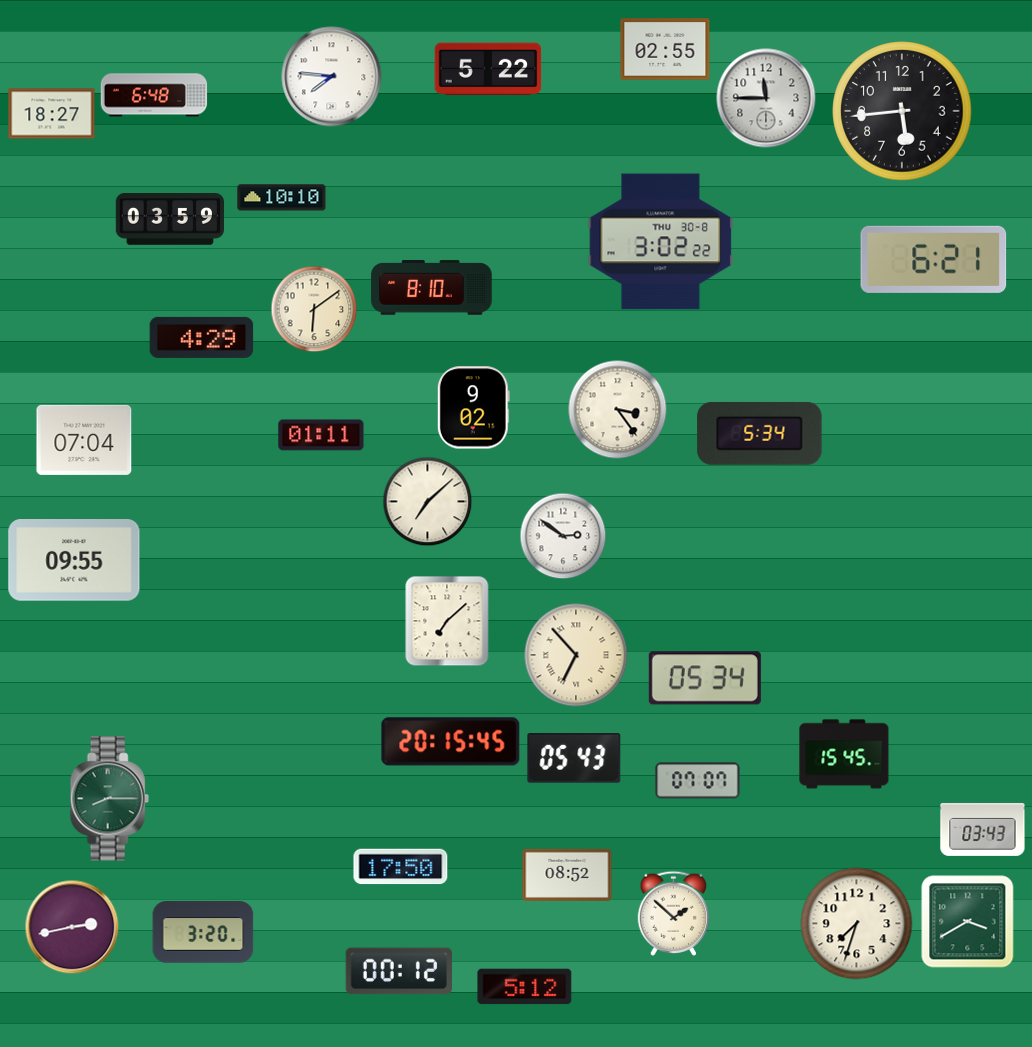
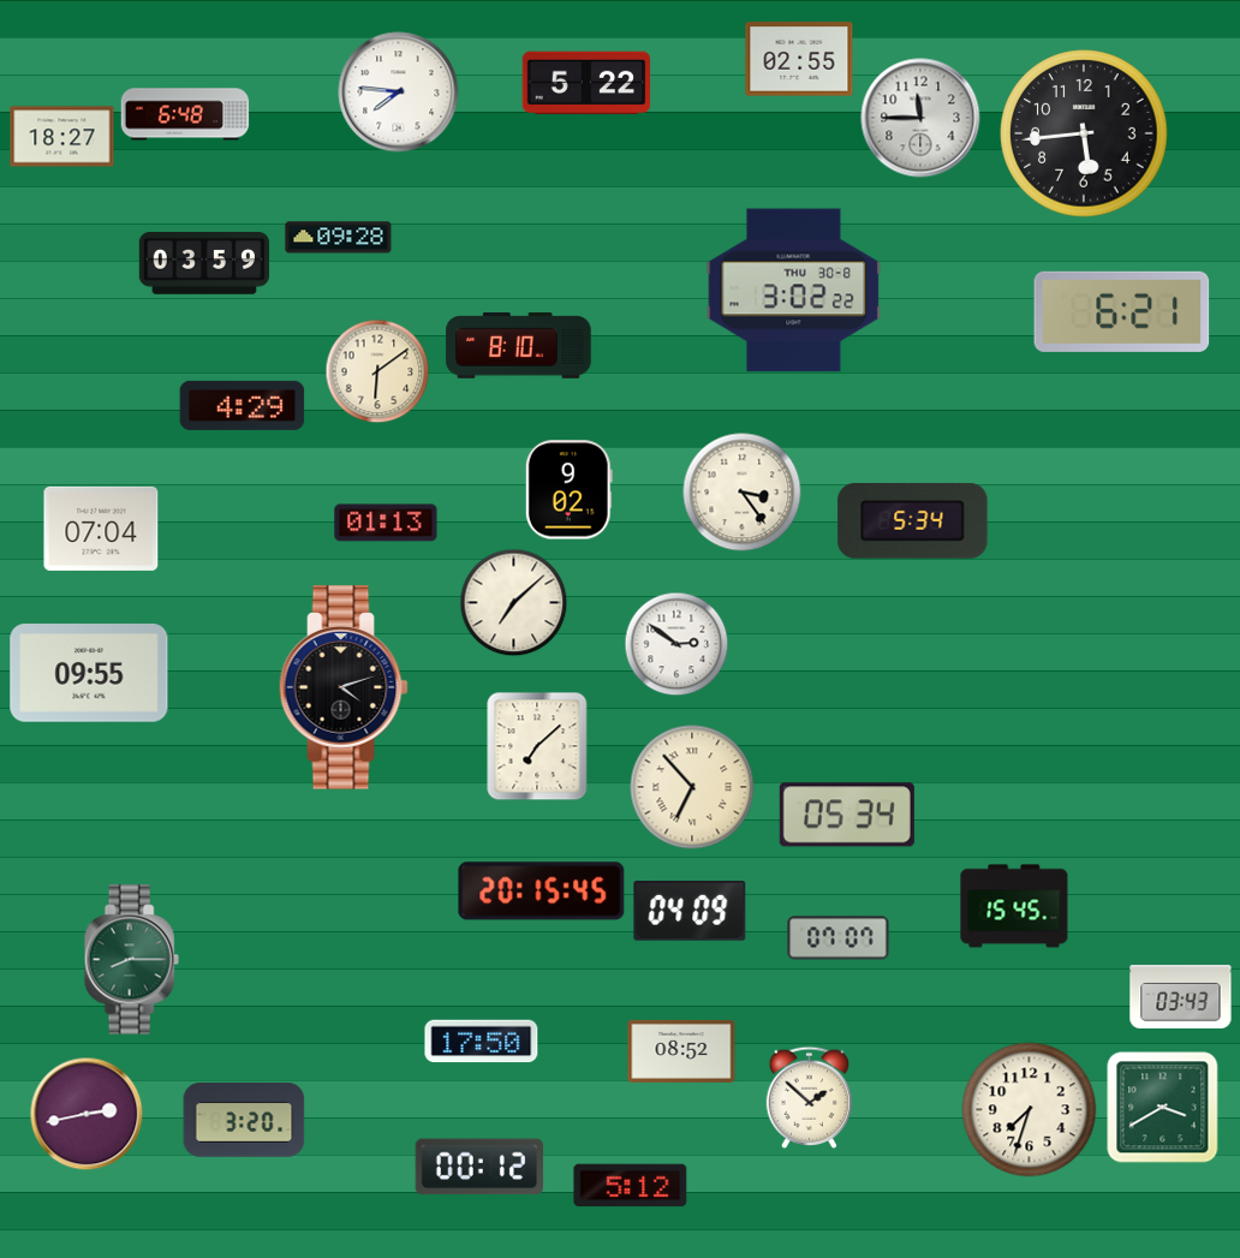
clock at (282, 198): 10:10 -> 09:28
clock at (321, 435): 01:11 -> 01:13
clock at (344, 687): none -> 4:12
clock at (574, 759): 05:43 -> 04:09
